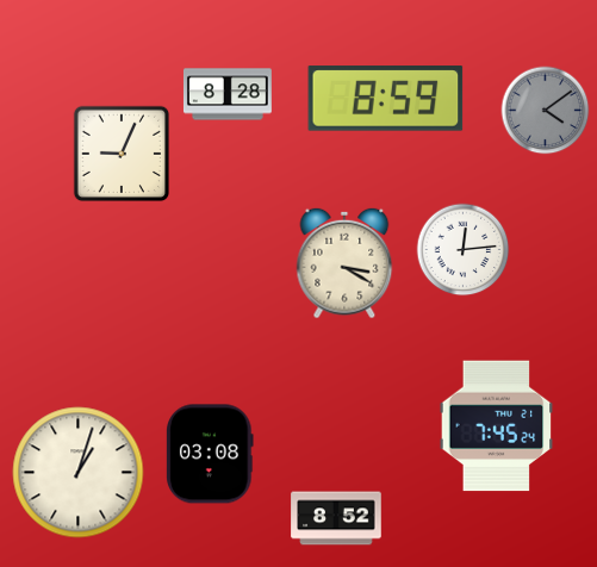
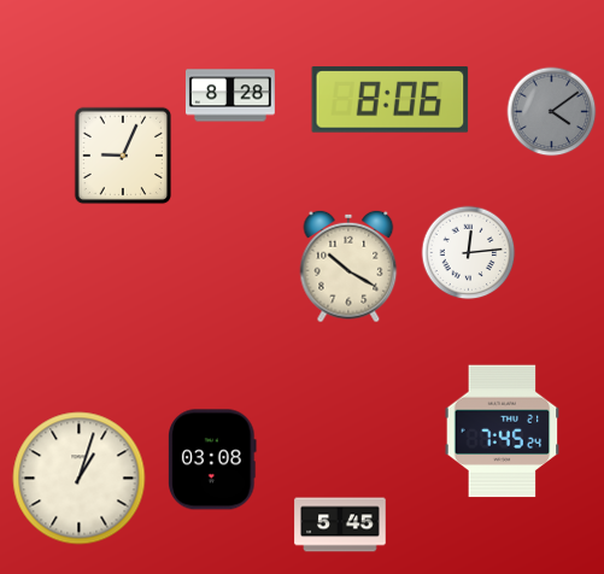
clock at (386, 99): 8:59 -> 8:06
clock at (344, 263): 3:20 -> 10:20
clock at (336, 518): 8:52 -> 5:45
